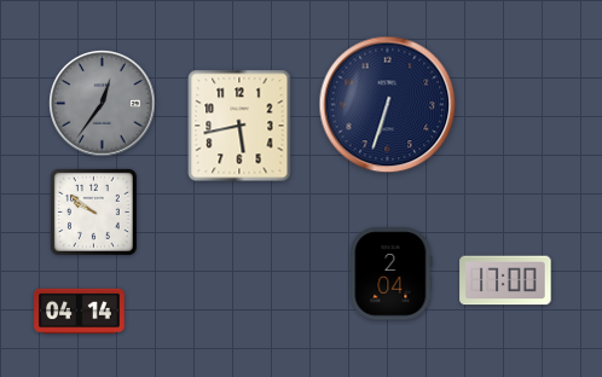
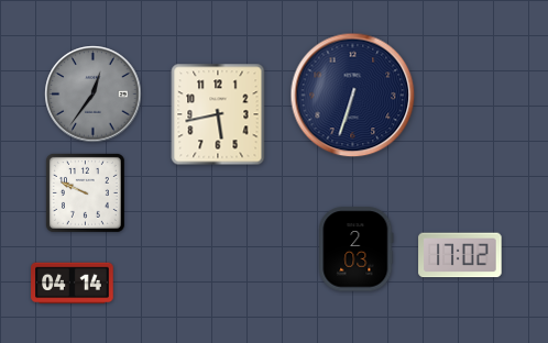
clock at (93, 211): 9:51 -> 9:49
clock at (392, 274): 2:04 -> 2:03
clock at (505, 280): 17:00 -> 17:02
